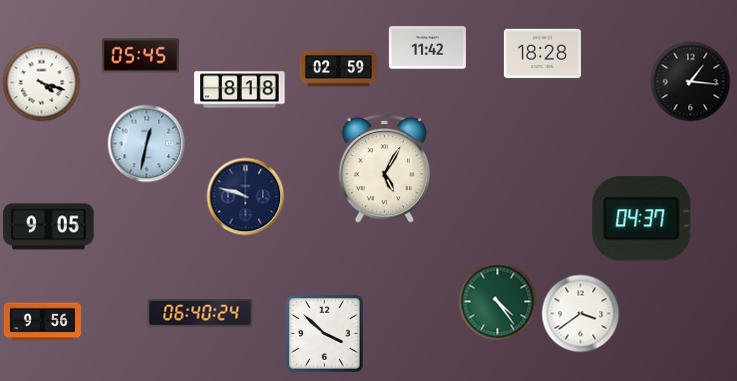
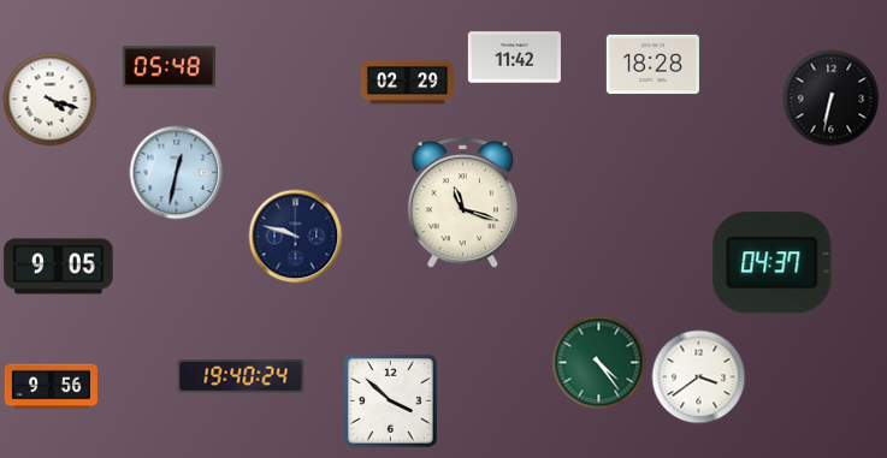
clock at (140, 56): 05:45 -> 05:48
clock at (338, 69): 02:59 -> 02:29
clock at (690, 81): 1:16 -> 6:32
clock at (240, 90): 8:18 -> none
clock at (384, 169): 5:05 -> 11:18
clock at (49, 227) position: (49, 227) -> (59, 267)
clock at (200, 313): 06:40 -> 19:40
